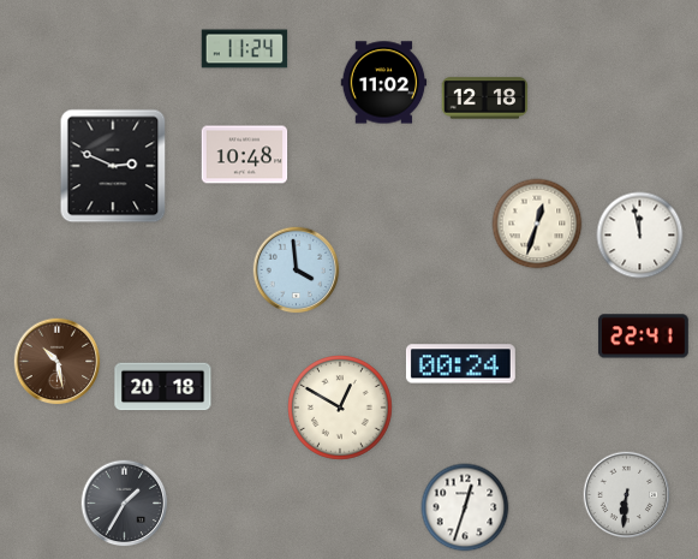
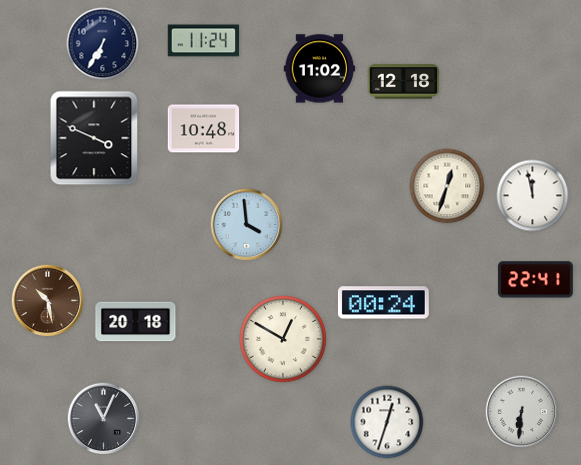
clock at (103, 44): none -> 6:35
clock at (113, 166): 2:49 -> 3:49
clock at (125, 504): 1:35 -> 11:04
